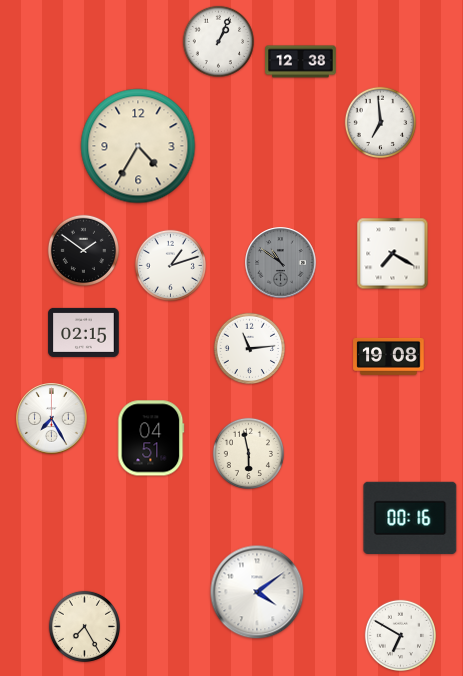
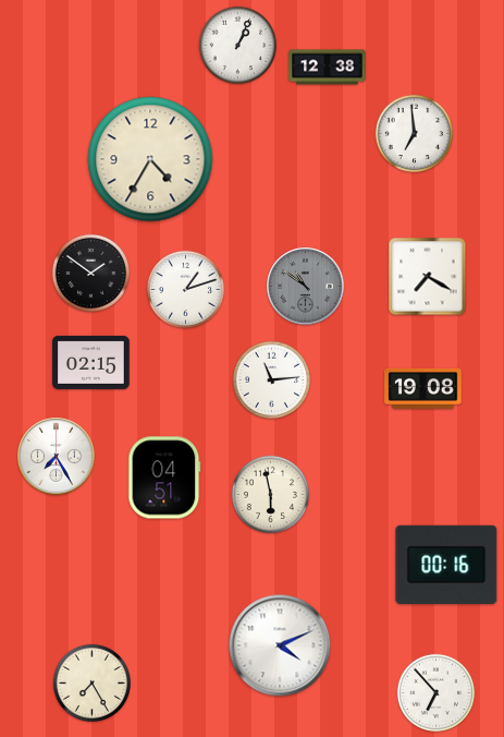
clock at (257, 592): 4:09 -> 4:11
clock at (400, 635): 6:50 -> 6:53
